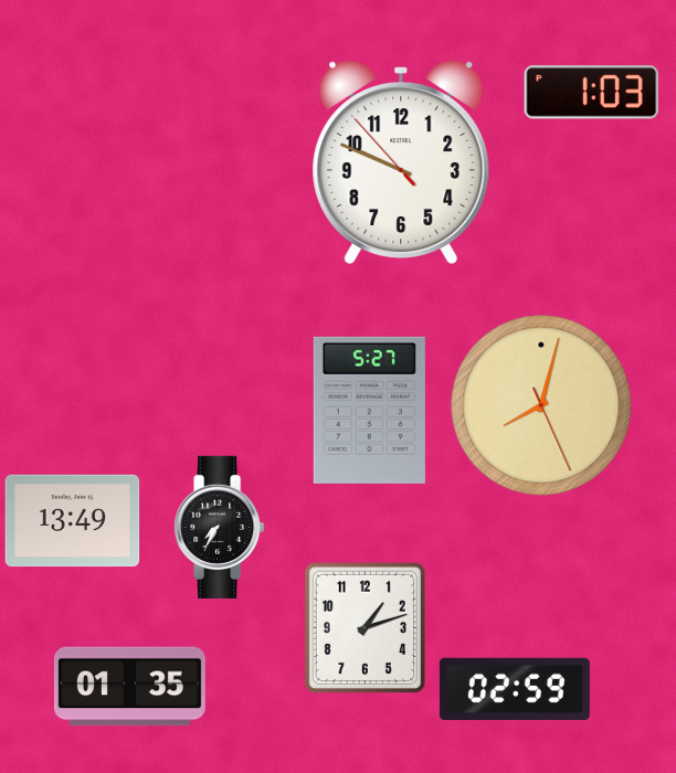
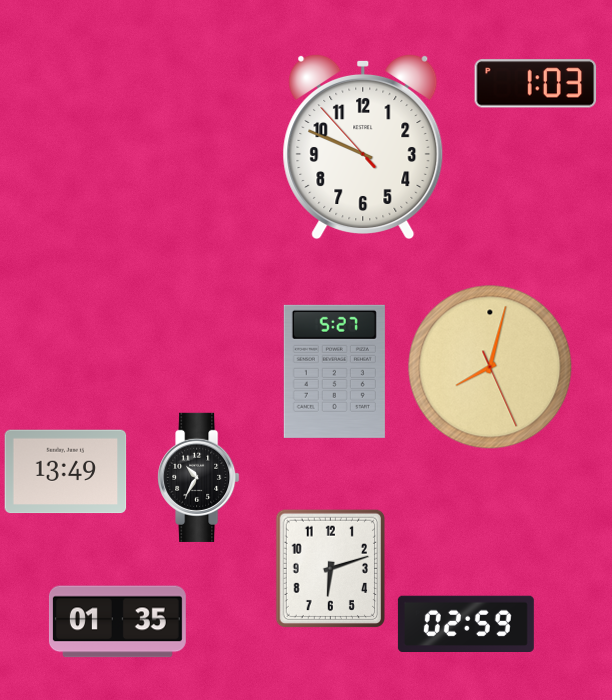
clock at (220, 527): 7:35 -> 10:35
clock at (366, 627): 1:12 -> 6:12
